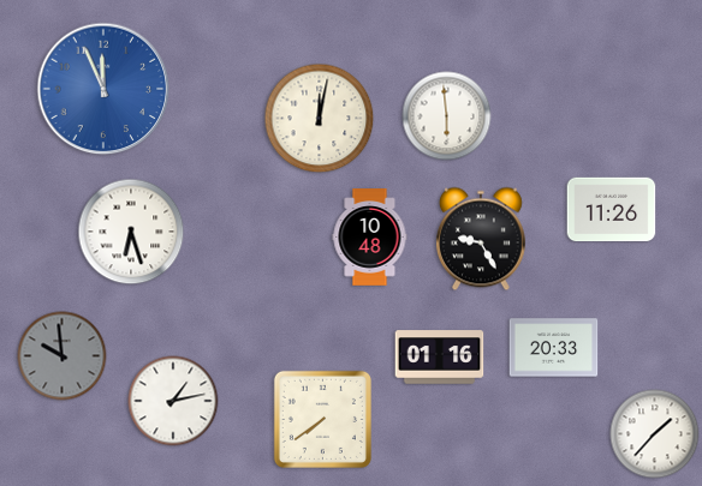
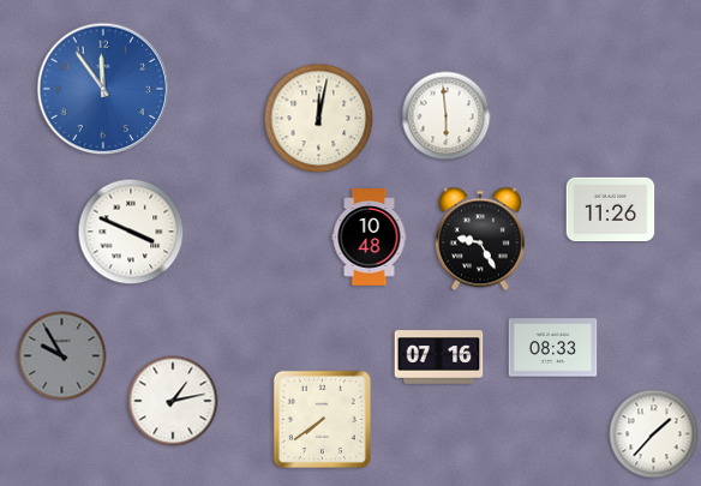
clock at (103, 89): 11:56 -> 11:54
clock at (131, 232): 6:27 -> 3:49
clock at (554, 348): 20:33 -> 08:33
clock at (63, 356): 9:59 -> 9:55
clock at (440, 358): 01:16 -> 07:16
